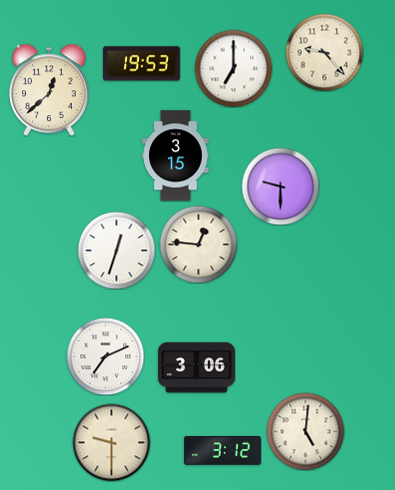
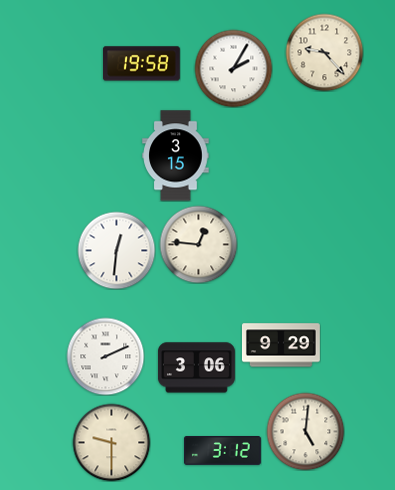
clock at (141, 64): 19:53 -> 19:58
clock at (233, 68): 7:00 -> 2:05
clock at (49, 90): 12:38 -> none
clock at (280, 186): 9:30 -> none
clock at (116, 250): 12:33 -> 12:31
clock at (281, 345): none -> 9:29
clock at (105, 356): 7:11 -> 2:11
